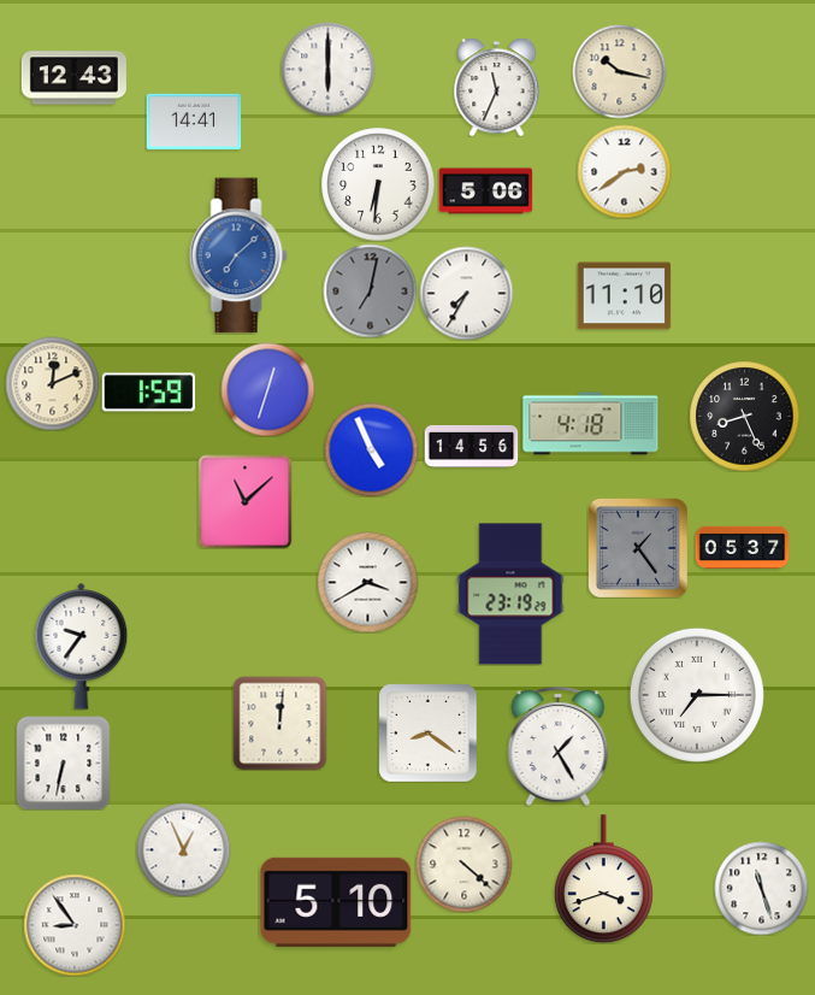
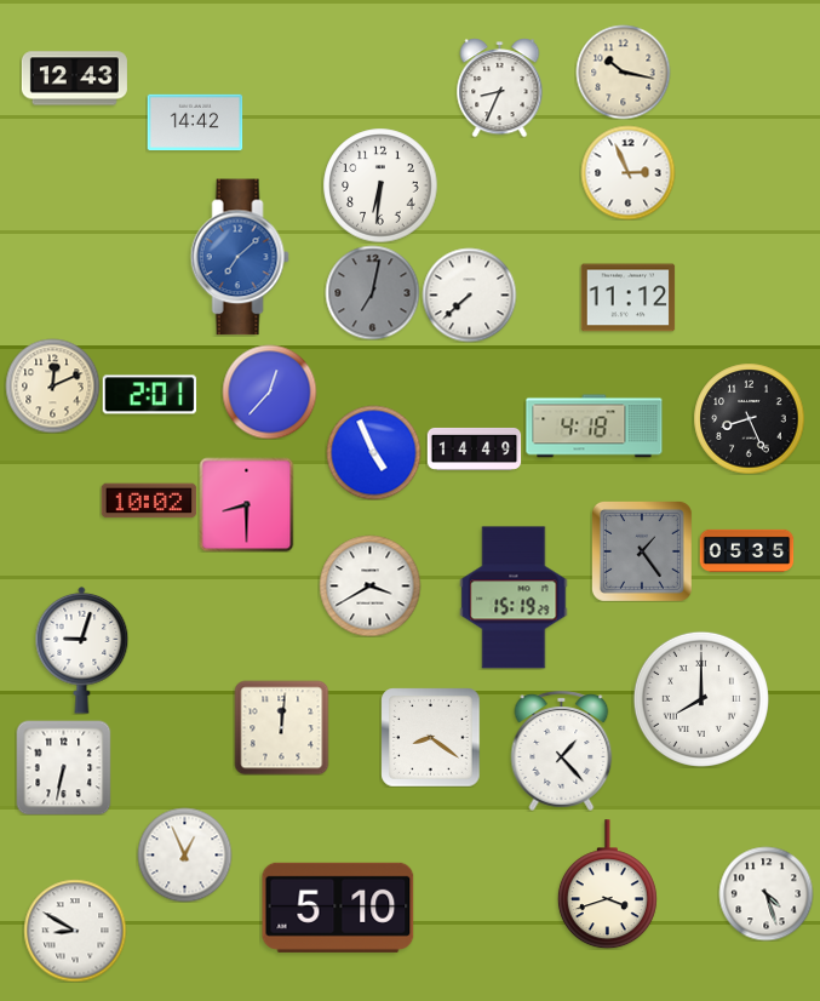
clock at (327, 69): 6:00 -> none
clock at (497, 87): 11:34 -> 8:34
clock at (194, 122): 14:41 -> 14:42
clock at (624, 171): 2:39 -> 2:56
clock at (485, 192): 5:06 -> none
clock at (466, 293): 7:35 -> 7:38
clock at (624, 296): 11:10 -> 11:12
clock at (267, 389): 12:33 -> 12:37
clock at (148, 393): 1:59 -> 2:01
clock at (471, 446): 14:56 -> 14:49
clock at (149, 501): none -> 10:02
clock at (244, 501): 11:08 -> 8:30
clock at (742, 547): 05:37 -> 05:35
clock at (510, 594): 23:19 -> 15:19
clock at (82, 646): 9:36 -> 9:03
clock at (697, 695): 7:15 -> 8:00
clock at (559, 746): 1:25 -> 1:23
clock at (463, 864): 4:22 -> none
clock at (761, 888): 11:27 -> 4:27
clock at (75, 925): 8:54 -> 8:50
